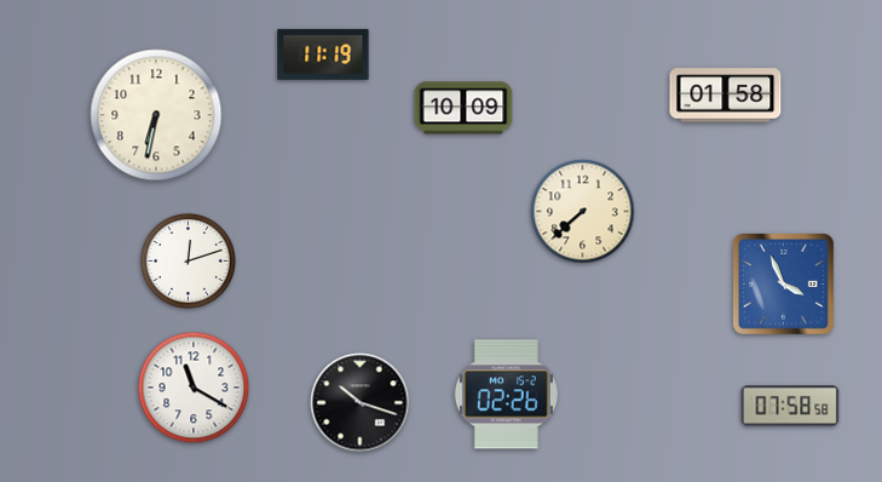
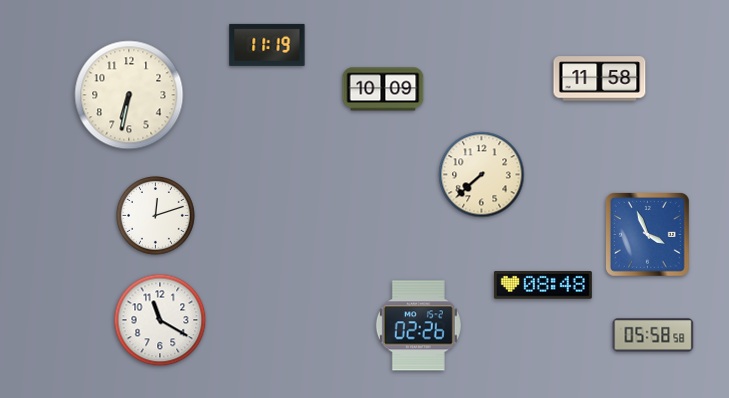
clock at (726, 96): 01:58 -> 11:58
clock at (543, 286): none -> 08:48
clock at (361, 403): 10:18 -> none
clock at (790, 406): 07:58 -> 05:58
